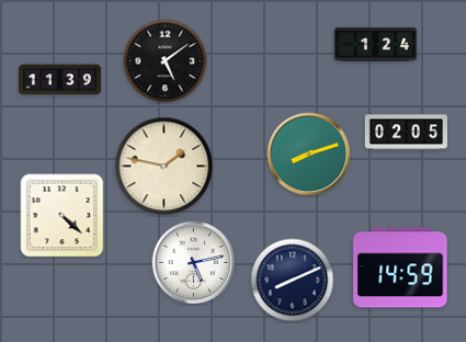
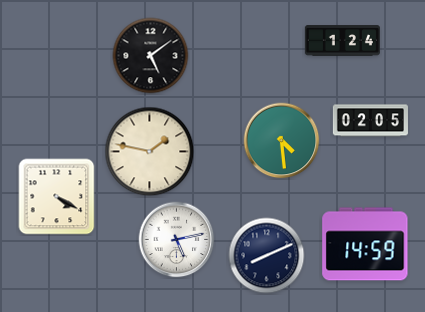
clock at (59, 80): 11:39 -> none
clock at (309, 155): 8:12 -> 4:29
clock at (62, 216): 4:22 -> 4:20
